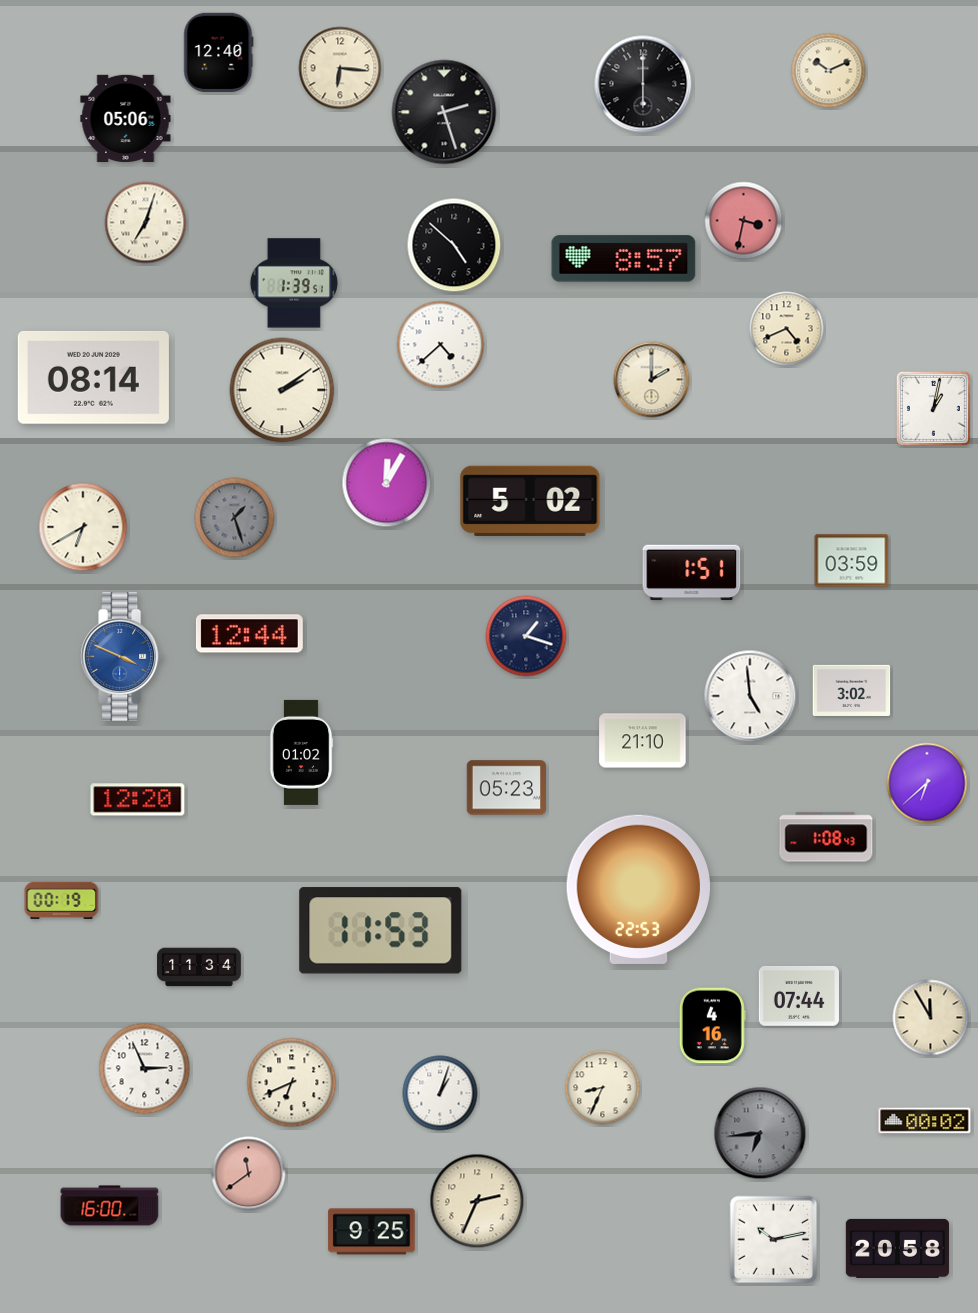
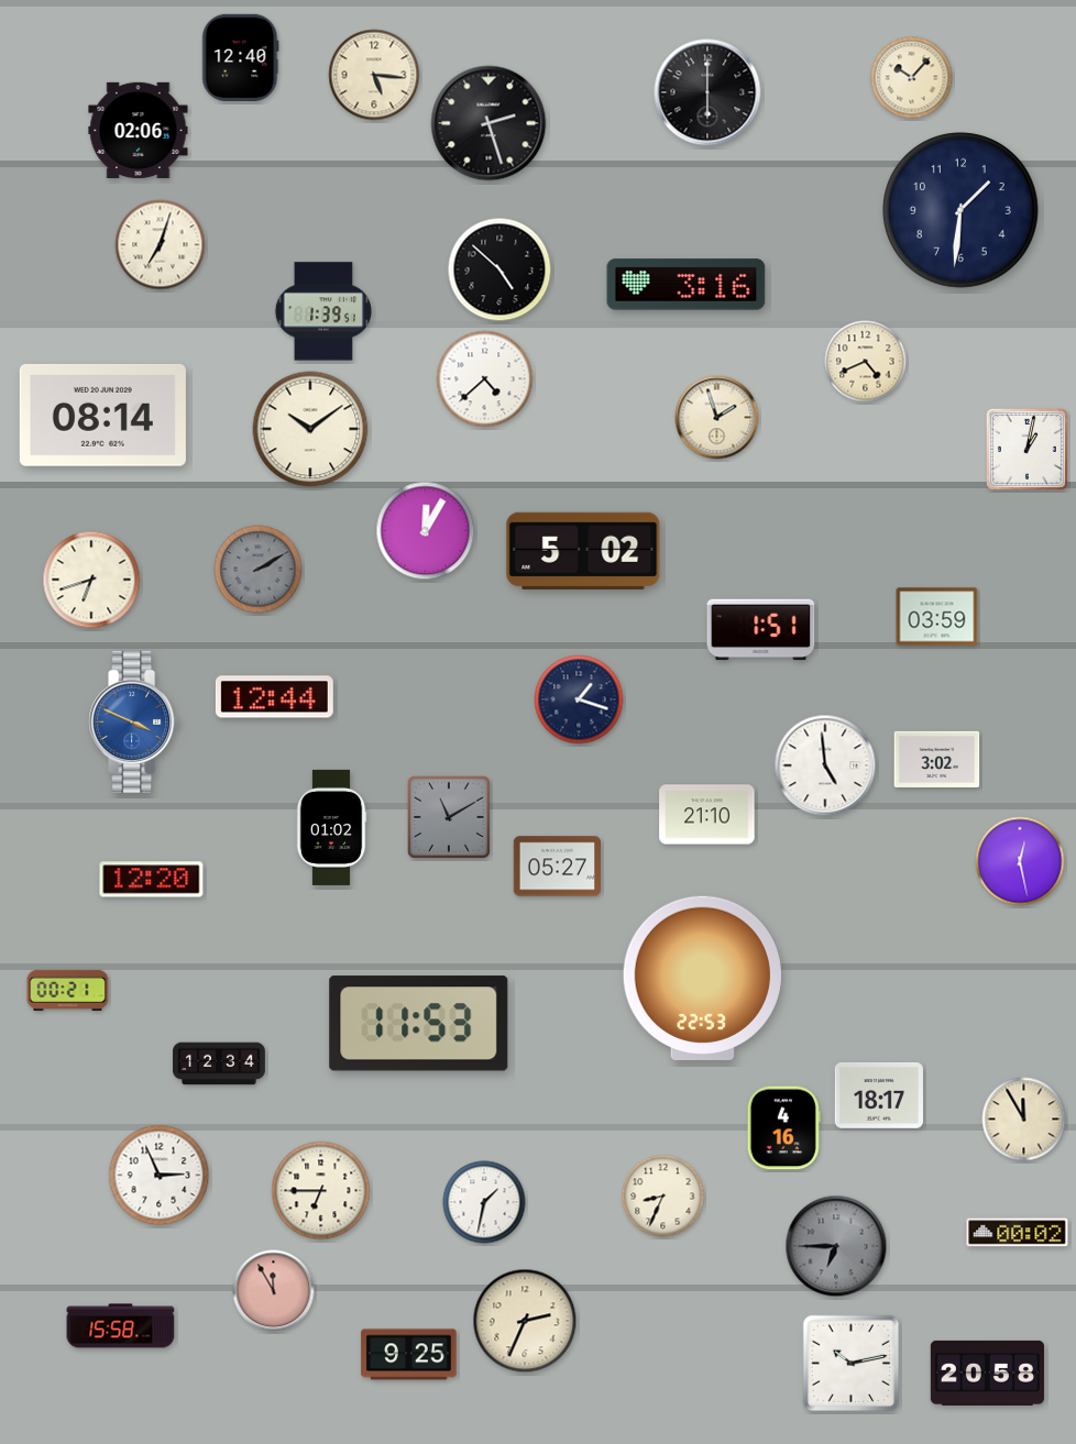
clock at (340, 68): 6:16 -> 5:16
clock at (829, 71): 10:11 -> 10:07
clock at (126, 118): 05:06 -> 02:06
clock at (962, 211): none -> 1:31
clock at (744, 221): 3:32 -> none
clock at (624, 259): 8:57 -> 3:16
clock at (652, 380): 2:00 -> 1:57
clock at (282, 390): 2:09 -> 10:09
clock at (235, 518): 1:27 -> 2:10
clock at (83, 527): 6:40 -> 6:42
clock at (449, 817): none -> 11:10
clock at (927, 783): 6:38 -> 12:28
clock at (506, 788): 05:23 -> 05:27
clock at (826, 837): 1:08 -> none
clock at (62, 900): 00:19 -> 00:21
clock at (199, 967): 11:34 -> 12:34
clock at (799, 996): 07:44 -> 18:17
clock at (292, 1083): 6:41 -> 6:45
clock at (440, 1093): 1:03 -> 1:32
clock at (760, 1133): 6:44 -> 6:45
clock at (249, 1174): 11:39 -> 11:55
clock at (110, 1206): 16:00 -> 15:58
